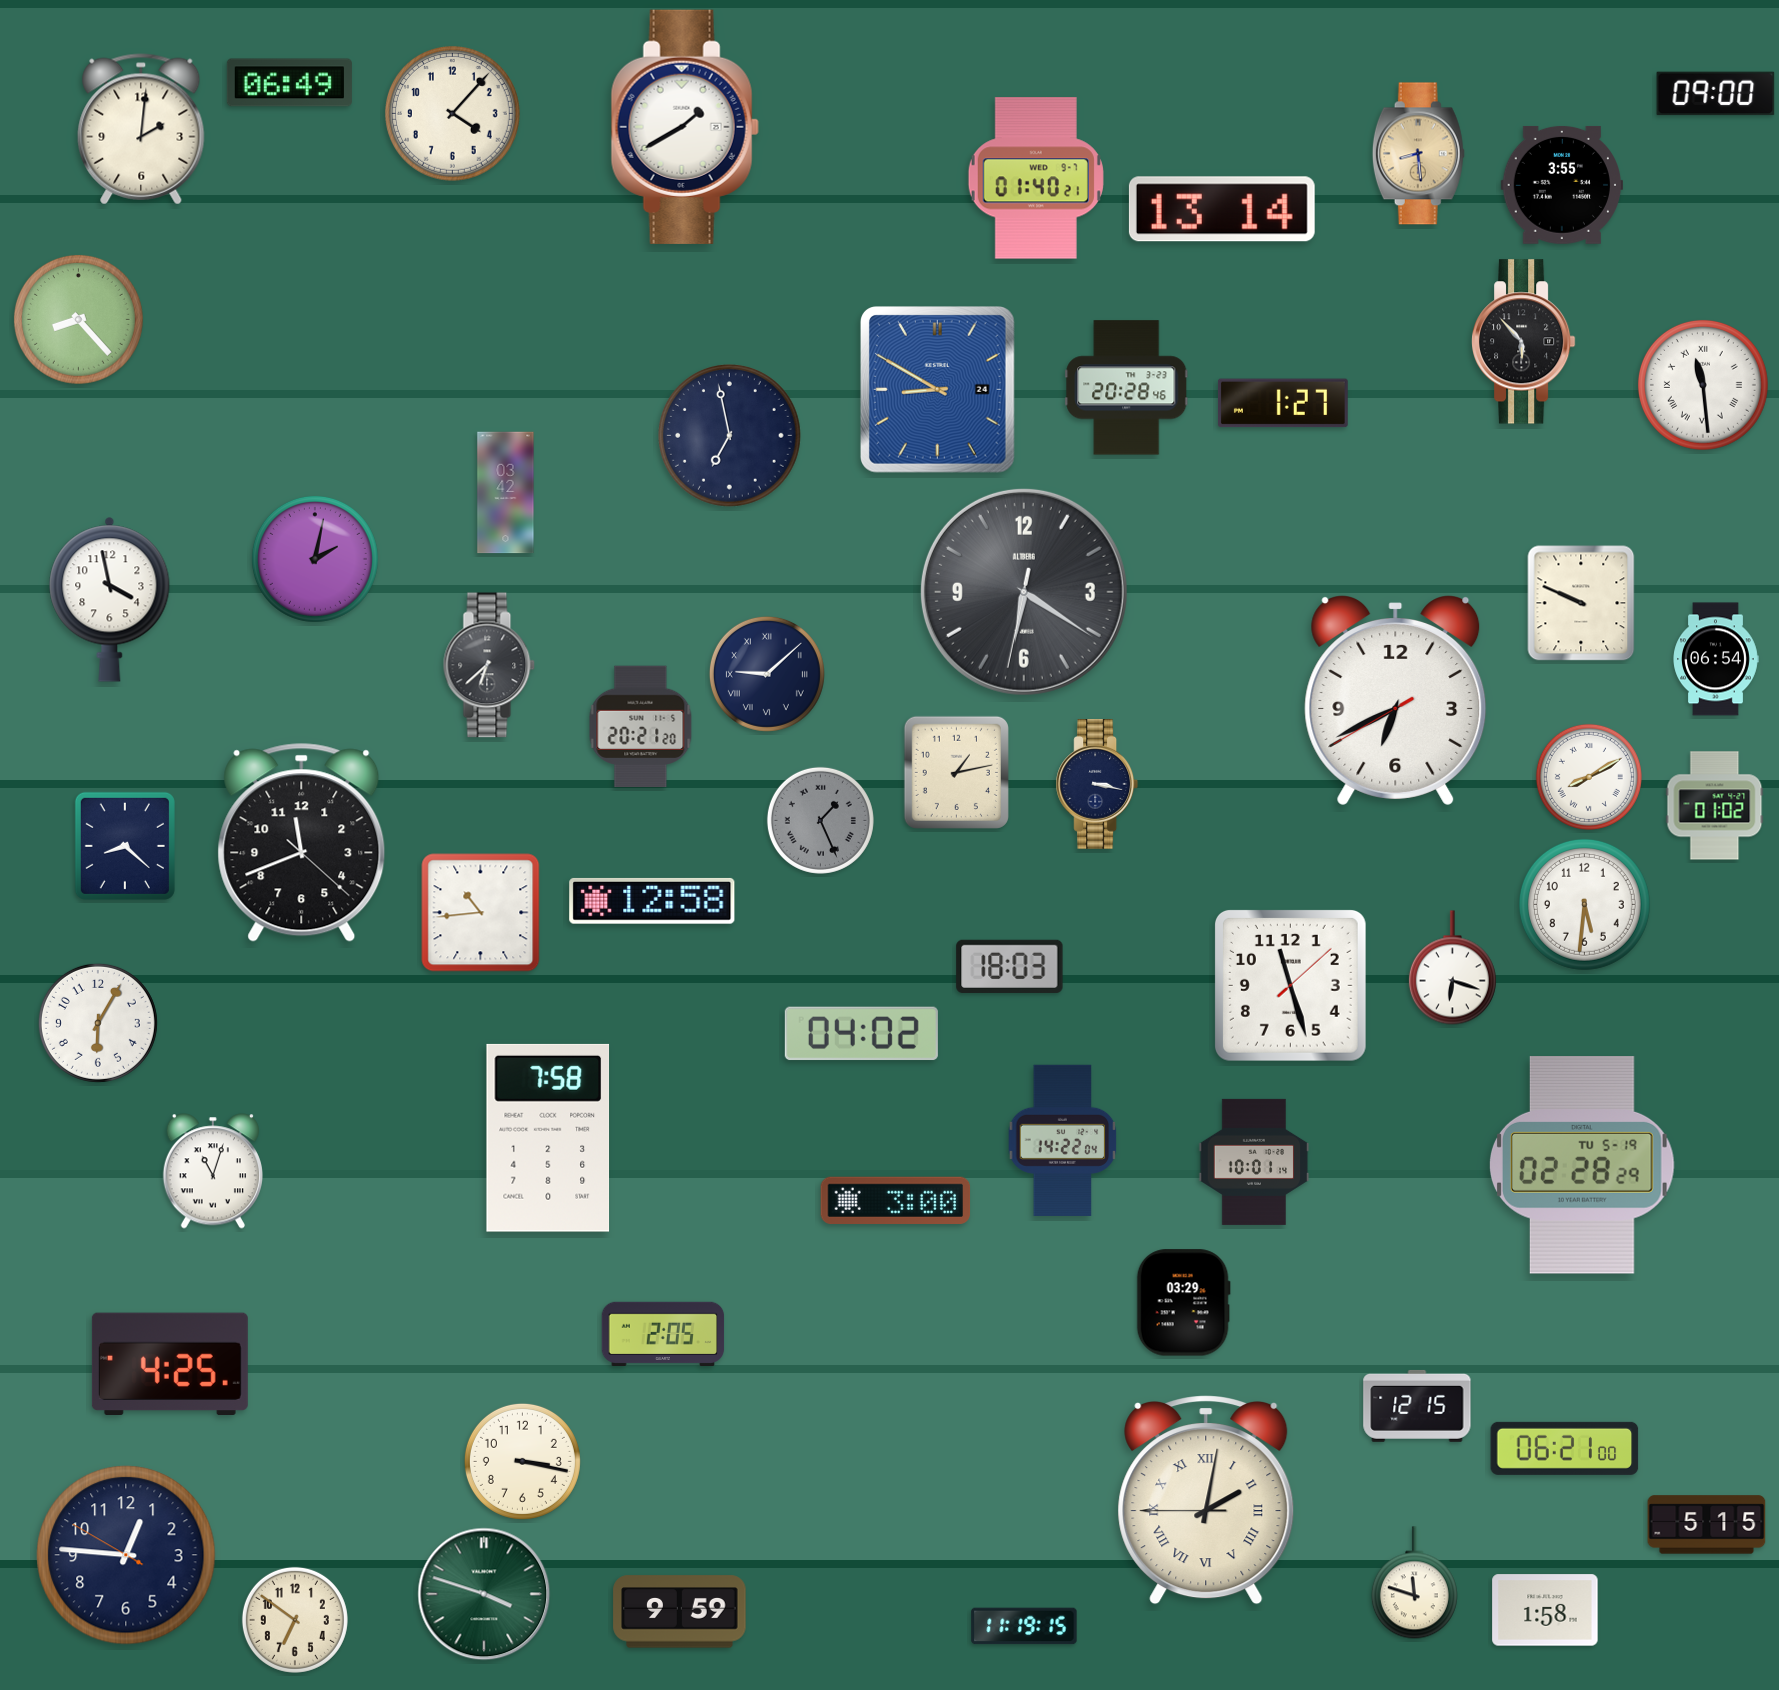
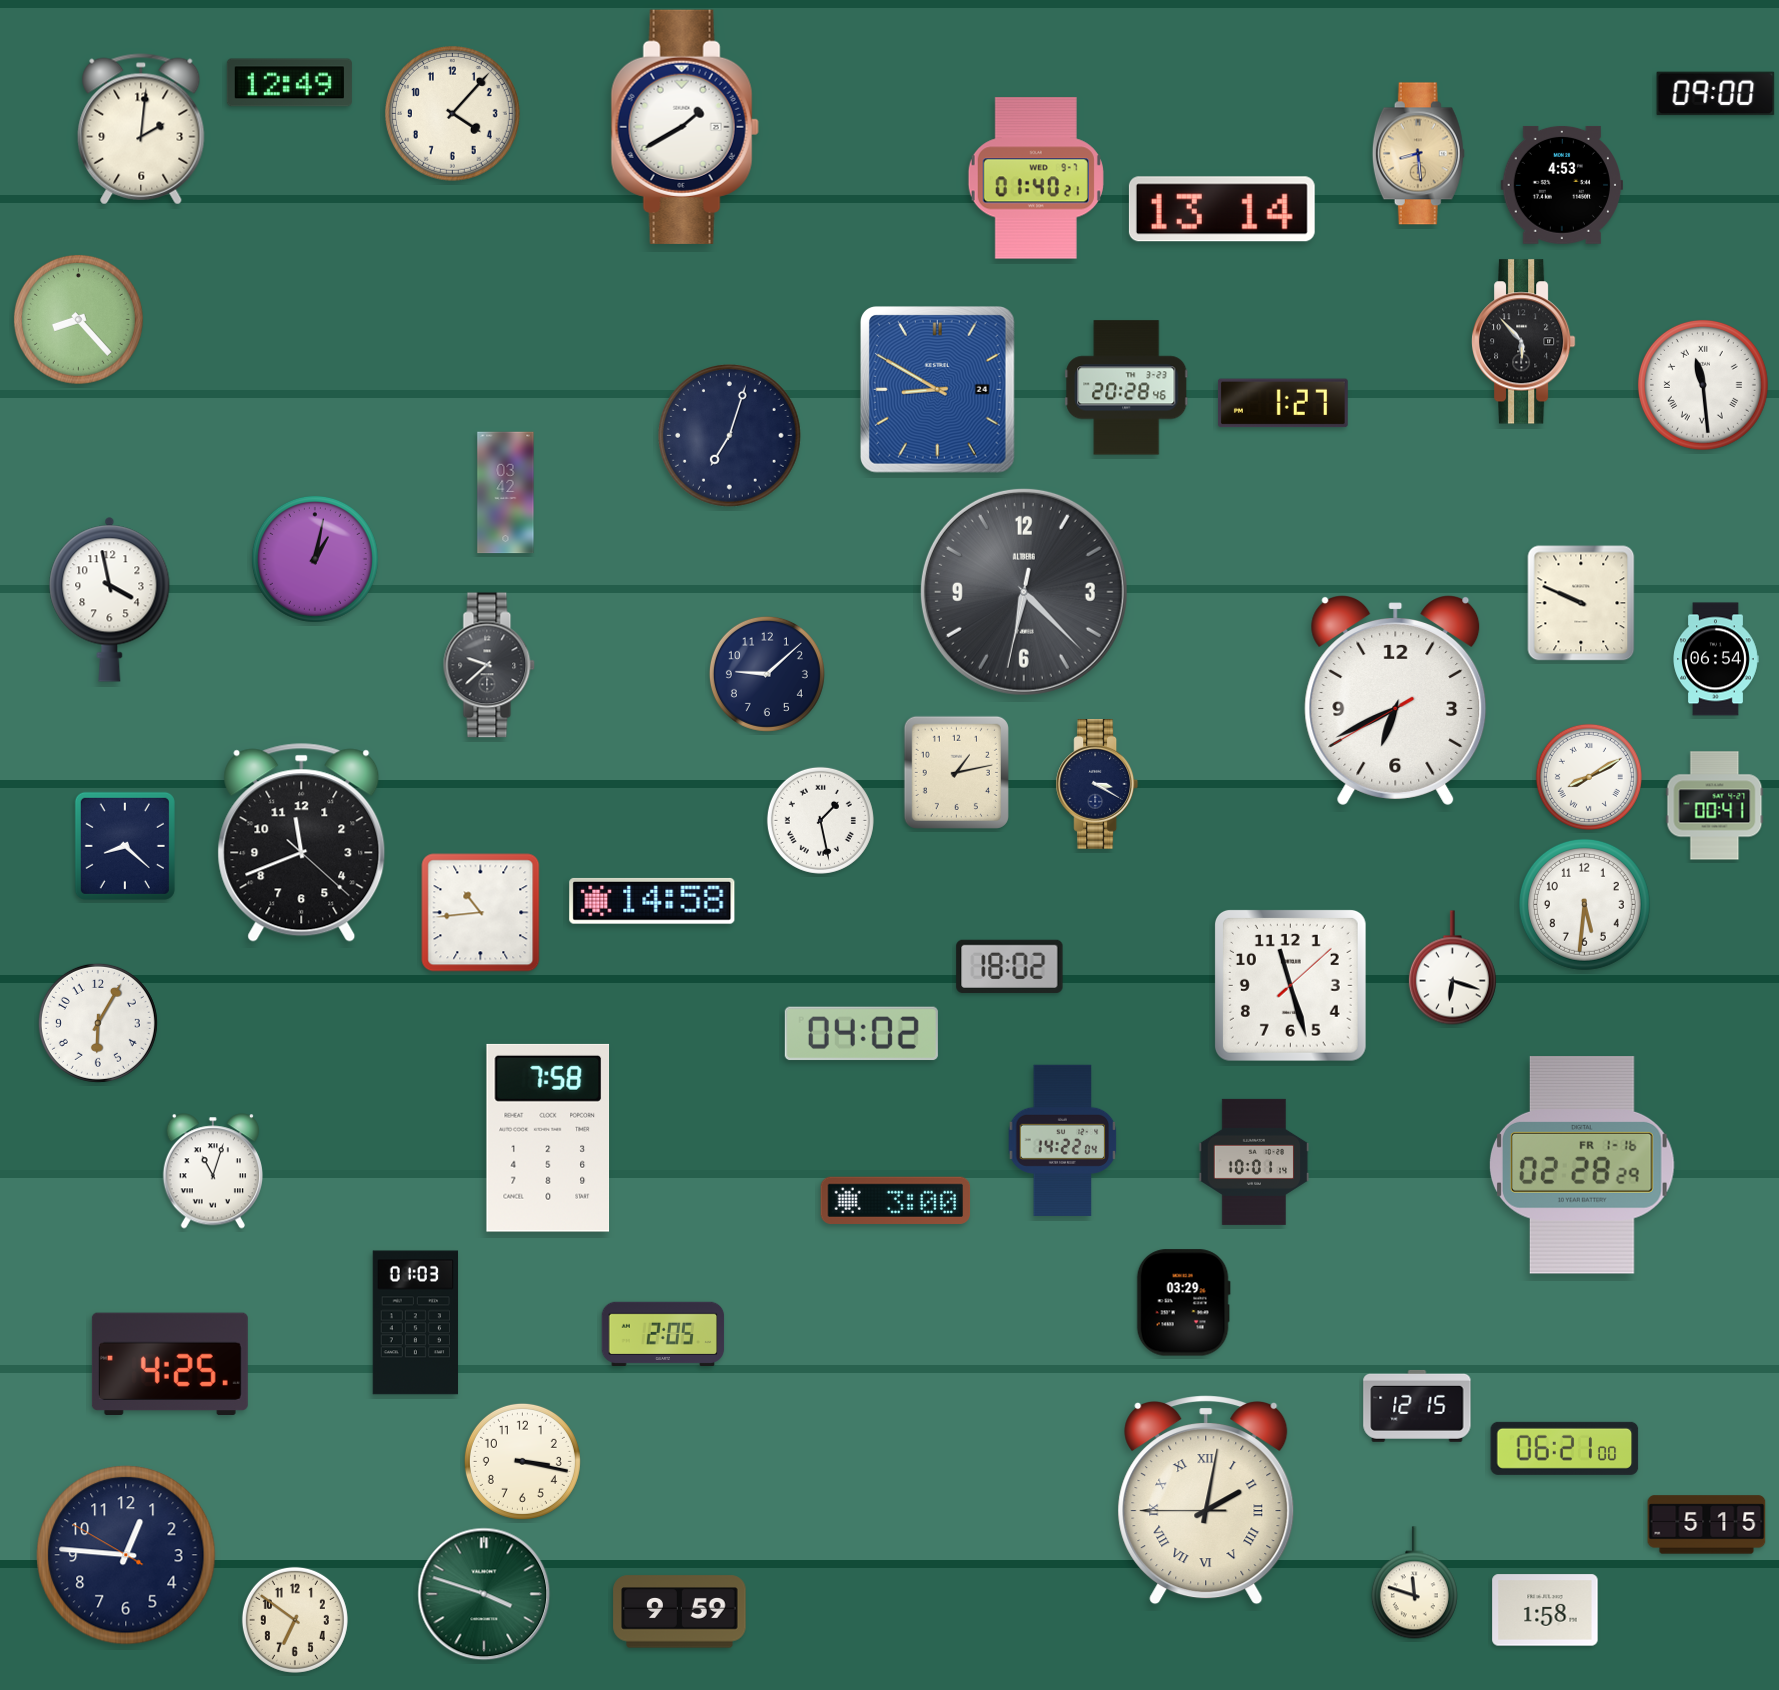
clock at (289, 83): 06:49 -> 12:49
clock at (1561, 185): 3:55 -> 4:53
clock at (730, 436): 6:58 -> 7:03
clock at (315, 559): 2:02 -> 1:02
clock at (1024, 592): 6:20 -> 6:22
clock at (489, 665): 6:38 -> 9:38
clock at (767, 674) numerals: Roman -> Arabic
clock at (641, 727): 20:21 -> none
clock at (1097, 785): 3:17 -> 3:20
clock at (1715, 806): 01:02 -> 00:41
clock at (820, 820): 1:26 -> 1:28
clock at (820, 820) dial: grey -> white
clock at (652, 901): 12:58 -> 14:58
clock at (1010, 966): 18:03 -> 18:02
clock at (1583, 1166) date: TU 5-19 -> FR 1-16
clock at (416, 1323): none -> 01:03
clock at (1024, 1626): 11:19 -> none
